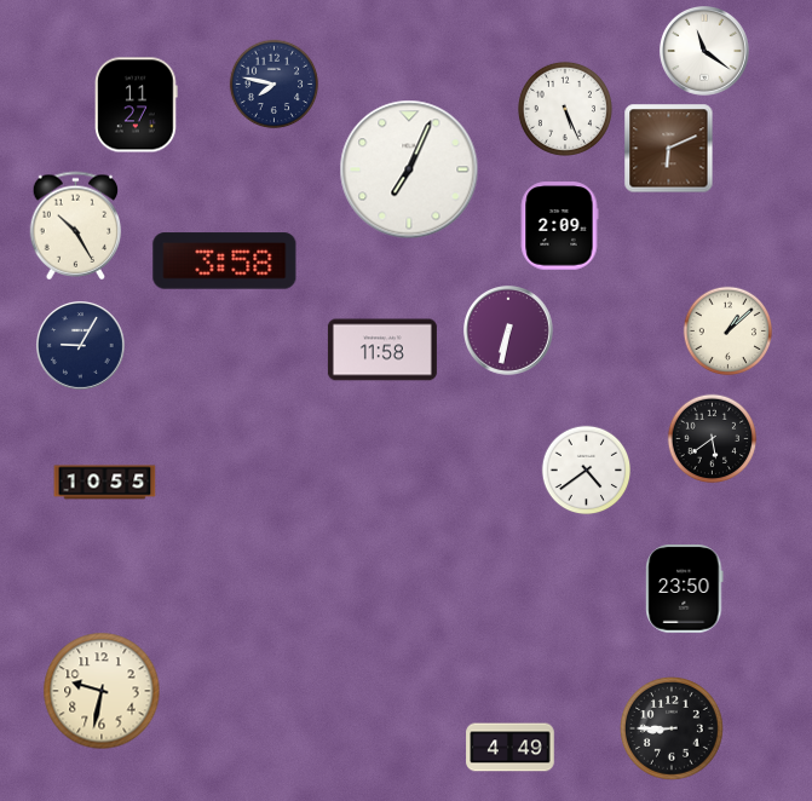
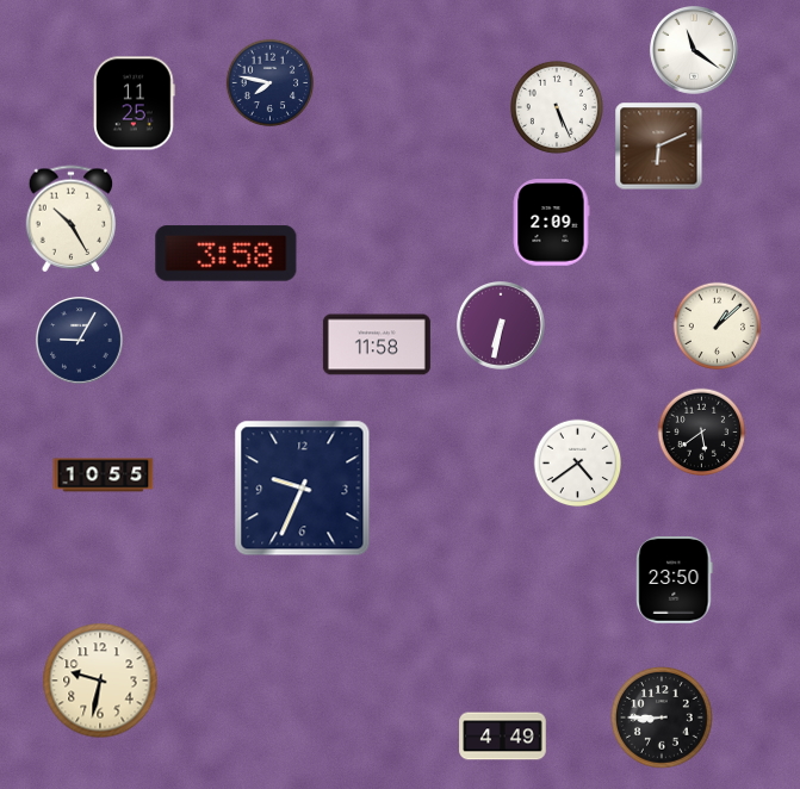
clock at (137, 105): 11:27 -> 11:25
clock at (409, 169): 7:04 -> none
clock at (76, 226) position: (76, 226) -> (72, 219)
clock at (225, 261) position: (225, 261) -> (227, 254)
clock at (303, 489): none -> 9:34
